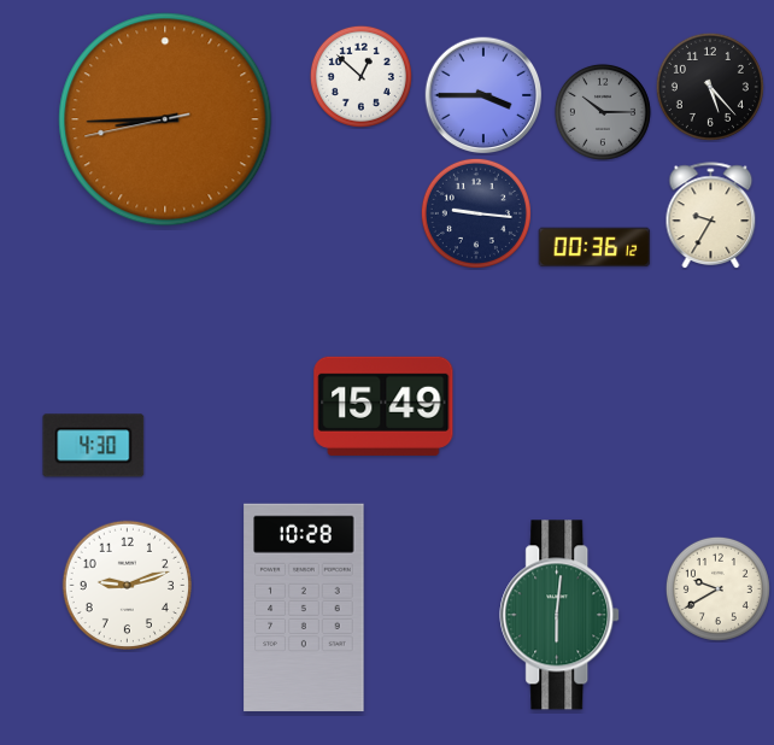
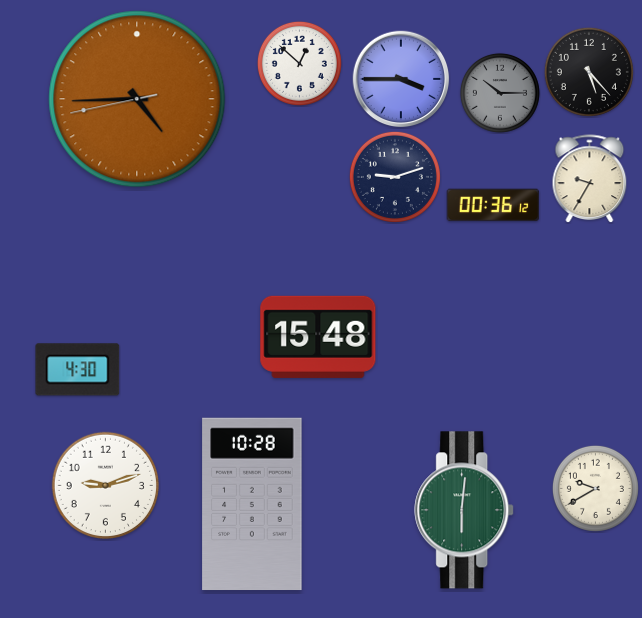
clock at (165, 119): 8:44 -> 4:44
clock at (476, 213): 9:16 -> 9:12
clock at (383, 406): 15:49 -> 15:48
